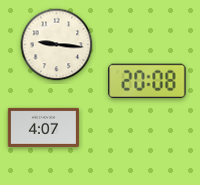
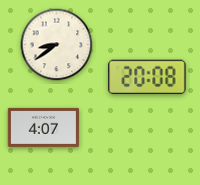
clock at (57, 45): 9:16 -> 8:39
clock at (147, 81) position: (147, 81) -> (147, 77)
